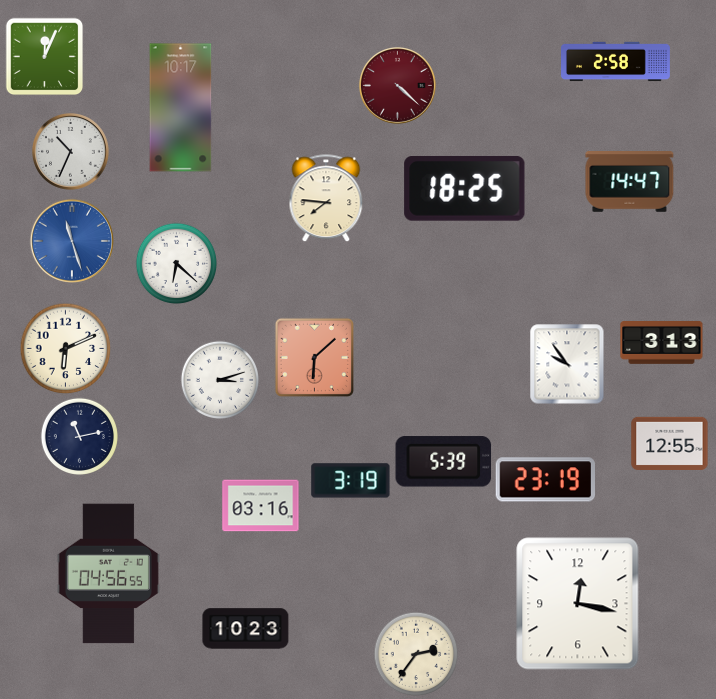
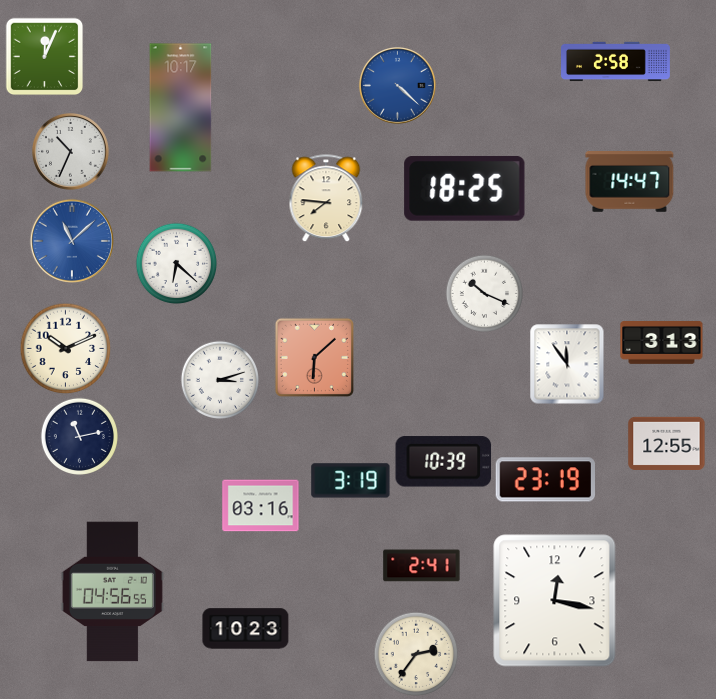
clock at (397, 85) dial: burgundy -> blue
clock at (72, 241): 11:27 -> 11:08
clock at (484, 293): none -> 10:19
clock at (65, 348): 6:11 -> 10:11
clock at (567, 364): 9:54 -> 11:54
clock at (670, 443) position: (670, 443) -> (667, 443)
clock at (444, 462): 5:39 -> 10:39
clock at (422, 566): none -> 2:41
clock at (108, 574) position: (108, 574) -> (112, 592)
clock at (578, 604) position: (578, 604) -> (555, 601)
